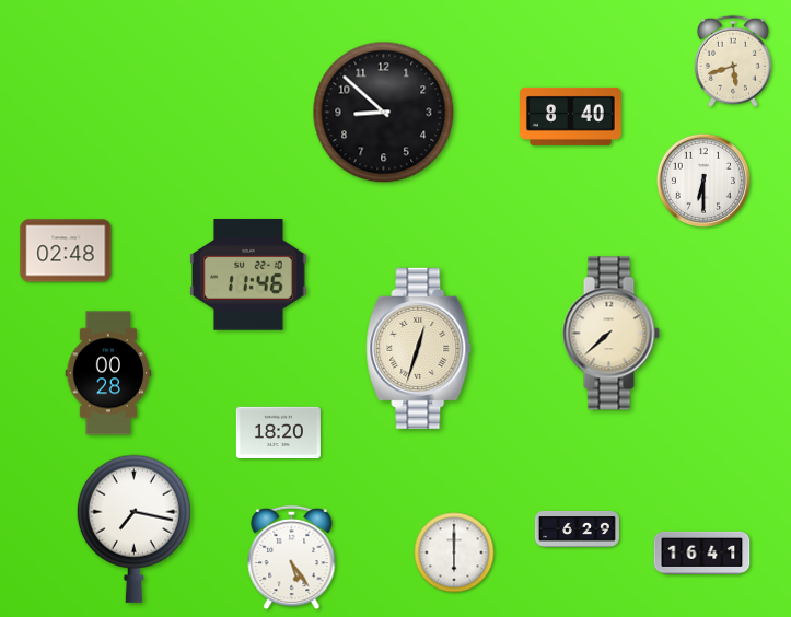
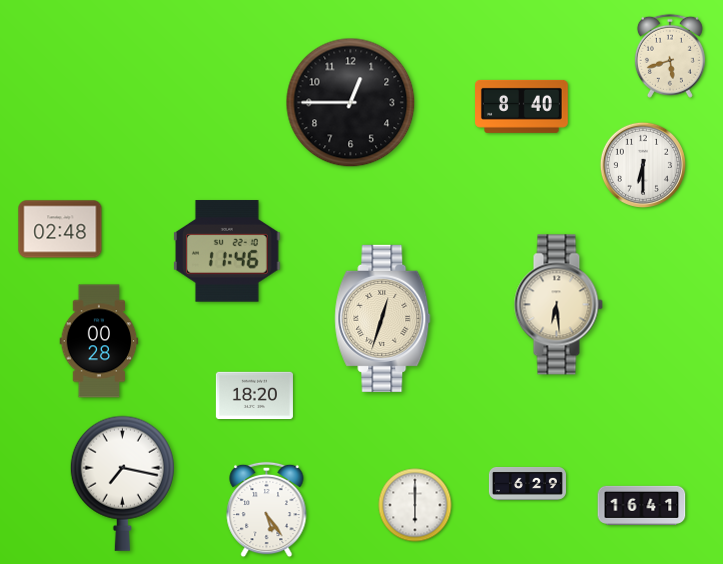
clock at (384, 113): 8:52 -> 12:45
clock at (610, 334): 7:38 -> 6:29
